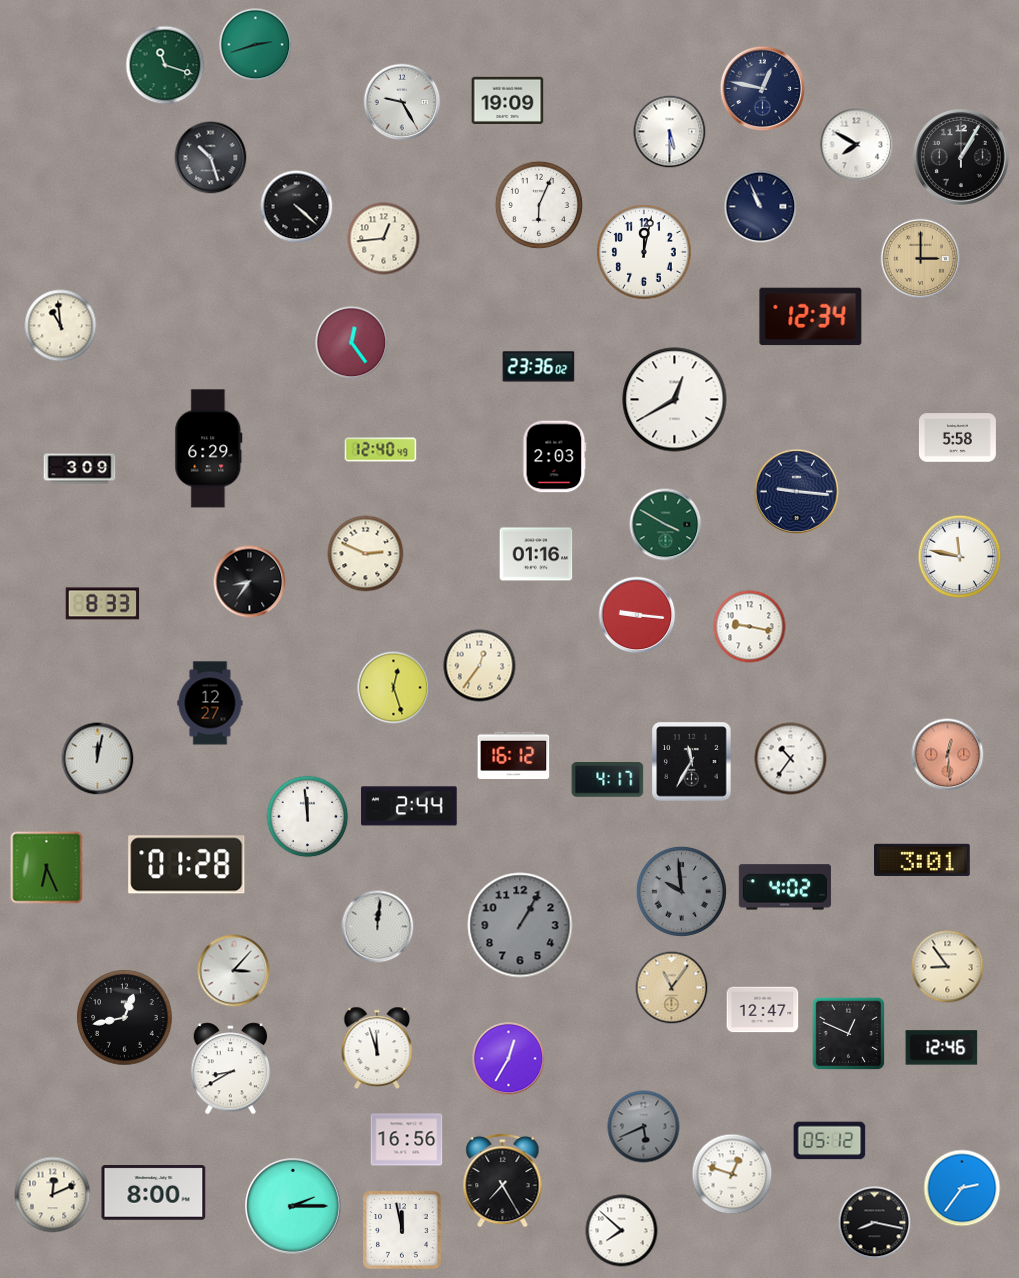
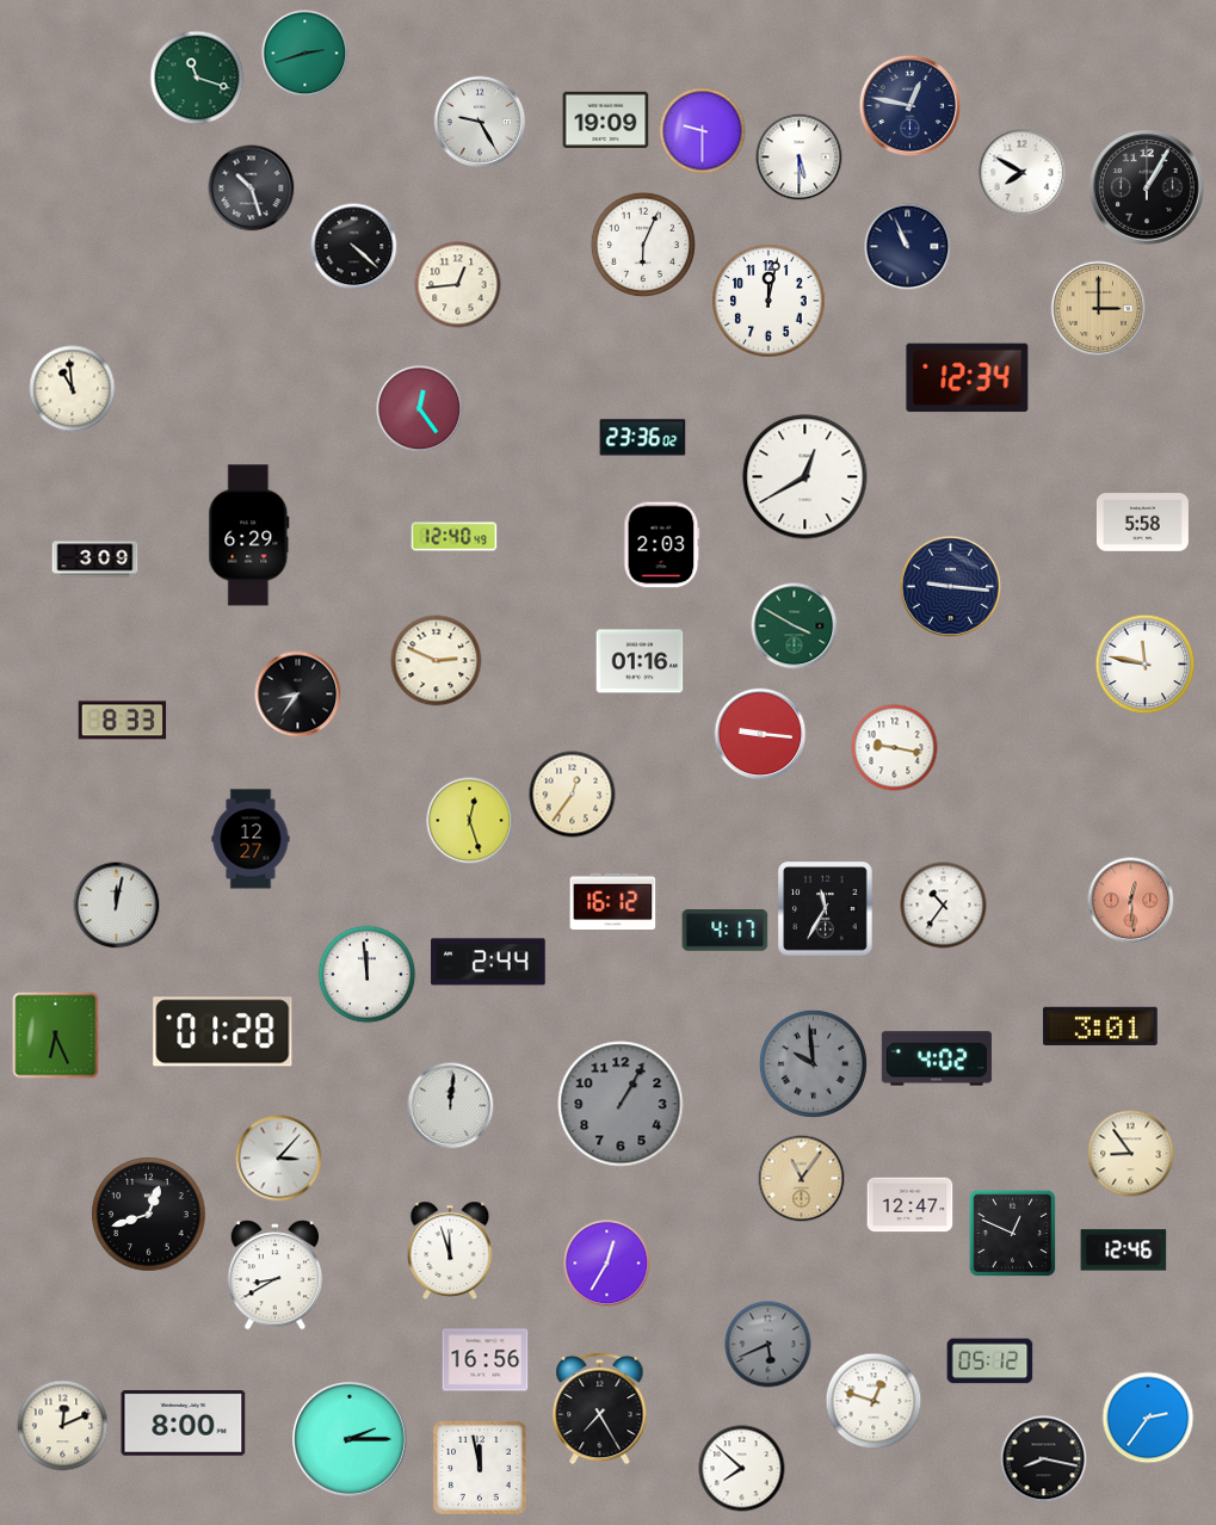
clock at (703, 131): none -> 9:30
clock at (125, 1018): 12:43 -> 12:42
